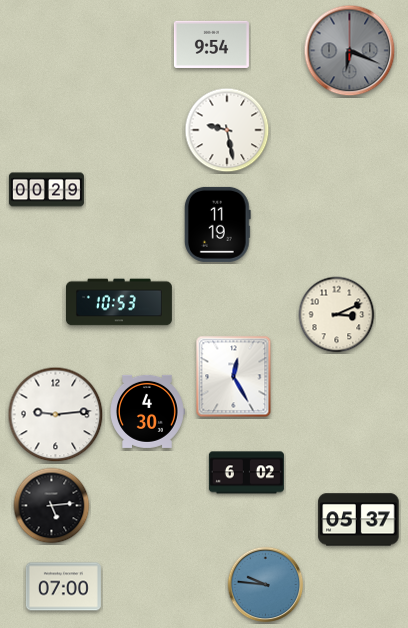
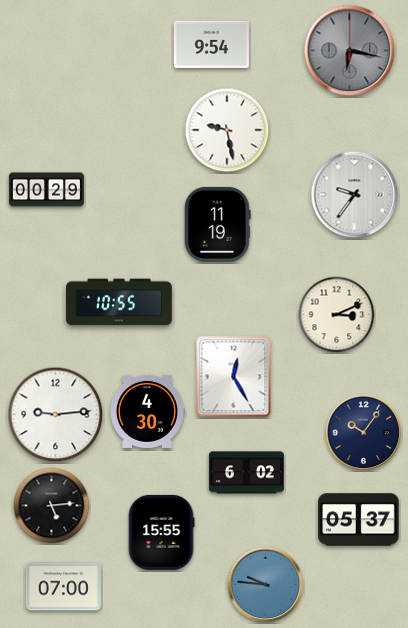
clock at (350, 51): 6:19 -> 6:17
clock at (355, 195): none -> 9:36
clock at (119, 302): 10:53 -> 10:55
clock at (364, 433): none -> 10:06
clock at (161, 532): none -> 15:55
